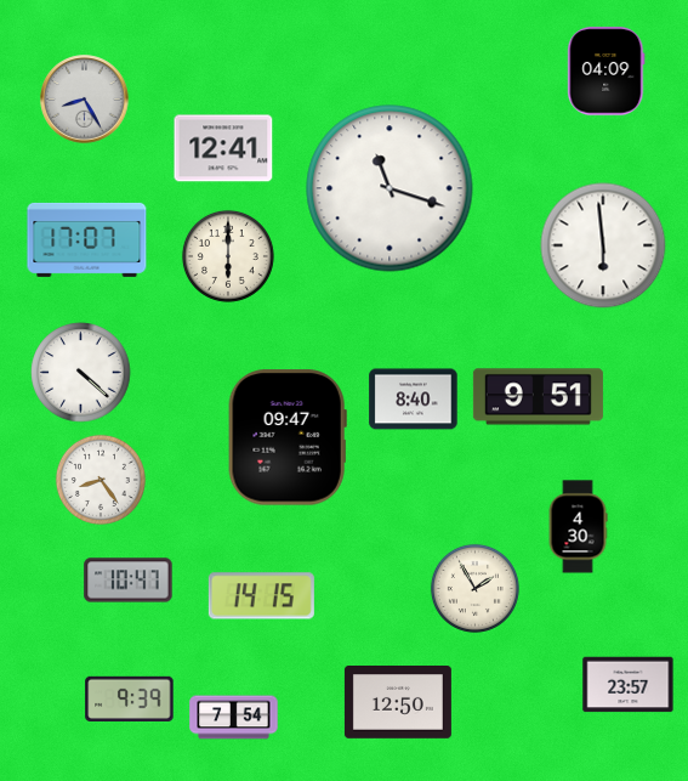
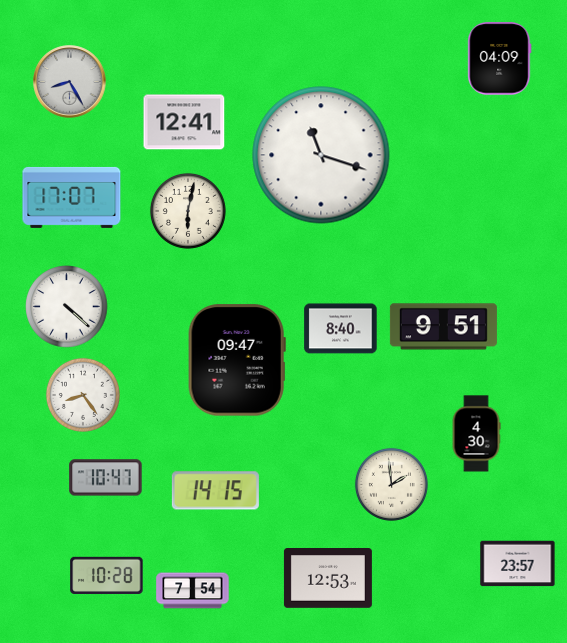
clock at (603, 245): 5:59 -> none
clock at (228, 256): 6:00 -> 6:02
clock at (474, 588): 1:55 -> 1:59
clock at (130, 698): 9:39 -> 10:28
clock at (398, 703): 12:50 -> 12:53
